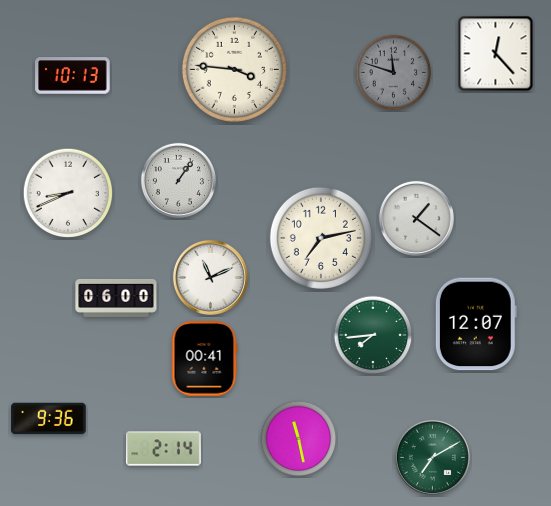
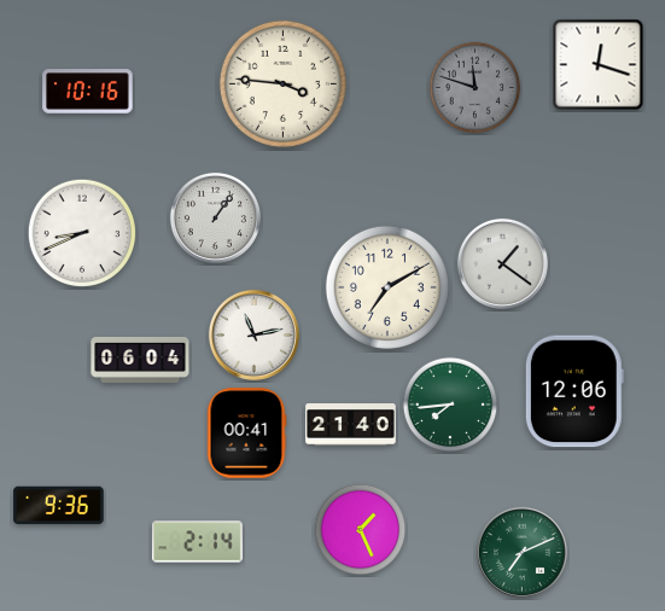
clock at (496, 54): 12:23 -> 12:18
clock at (73, 76): 10:13 -> 10:16
clock at (321, 238): 7:13 -> 7:10
clock at (210, 277): 11:11 -> 11:13
clock at (116, 298): 06:00 -> 06:04
clock at (476, 324): 12:07 -> 12:06
clock at (351, 425): none -> 21:40
clock at (299, 439): 11:28 -> 1:26
clock at (432, 457): 7:10 -> 7:11
